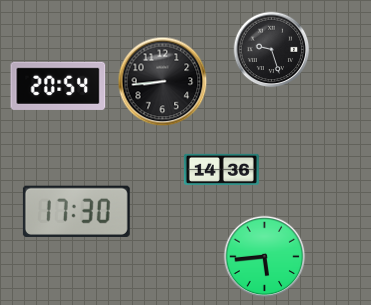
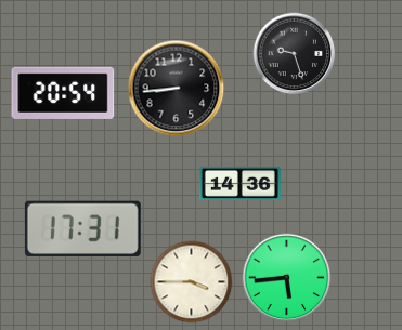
clock at (76, 211): 17:30 -> 17:31
clock at (192, 282): none -> 3:45
